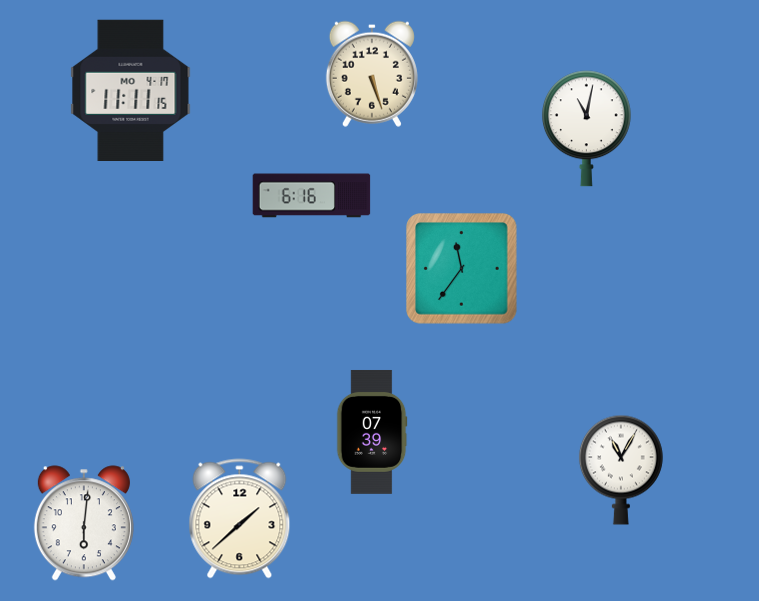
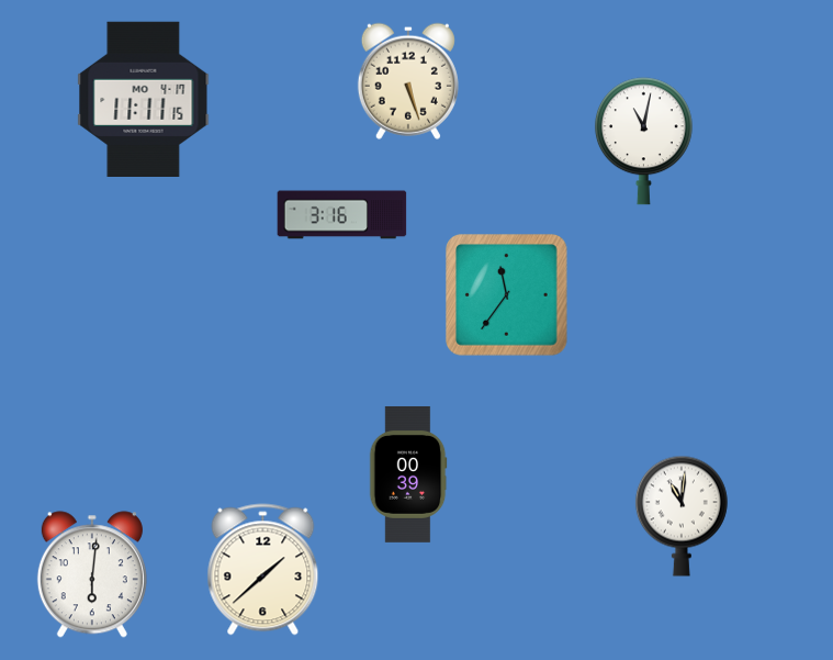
clock at (312, 196): 6:16 -> 3:16
clock at (372, 432): 07:39 -> 00:39
clock at (621, 470): 11:05 -> 11:01
